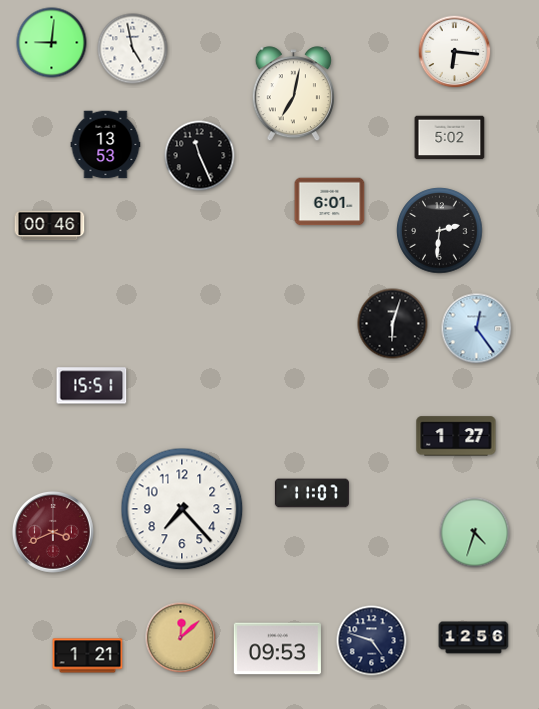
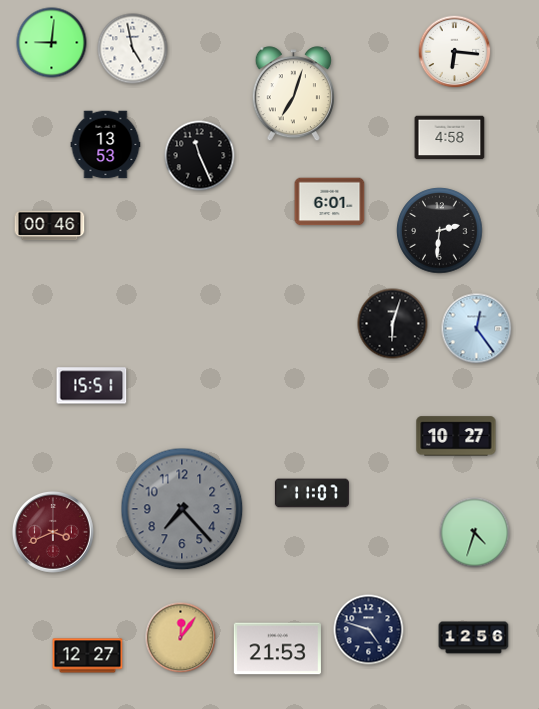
clock at (293, 94): 7:02 -> 7:03
clock at (450, 138): 5:02 -> 4:58
clock at (456, 436): 1:27 -> 10:27
clock at (182, 509) dial: white -> grey
clock at (181, 638): 12:08 -> 12:06
clock at (372, 641) position: (372, 641) -> (369, 630)
clock at (277, 649): 09:53 -> 21:53
clock at (88, 656): 1:21 -> 12:27
